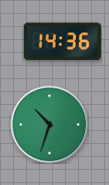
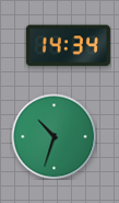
clock at (62, 42): 14:36 -> 14:34
